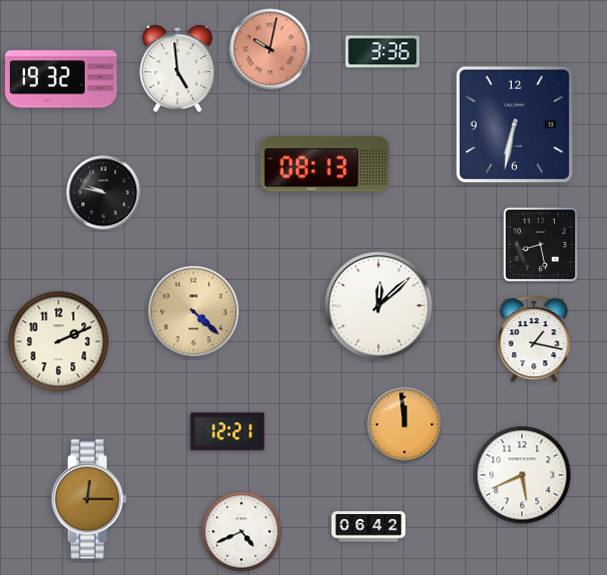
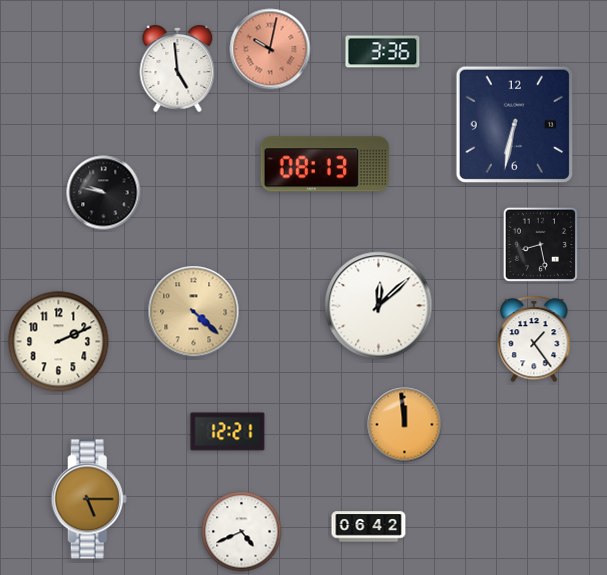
clock at (62, 79): 19:32 -> none
clock at (534, 339): 1:17 -> 1:24
clock at (522, 475): 5:41 -> none
clock at (89, 499): 12:15 -> 5:15
